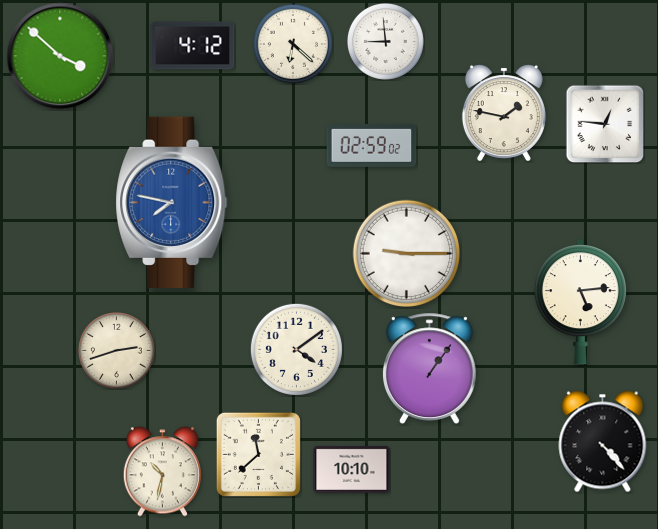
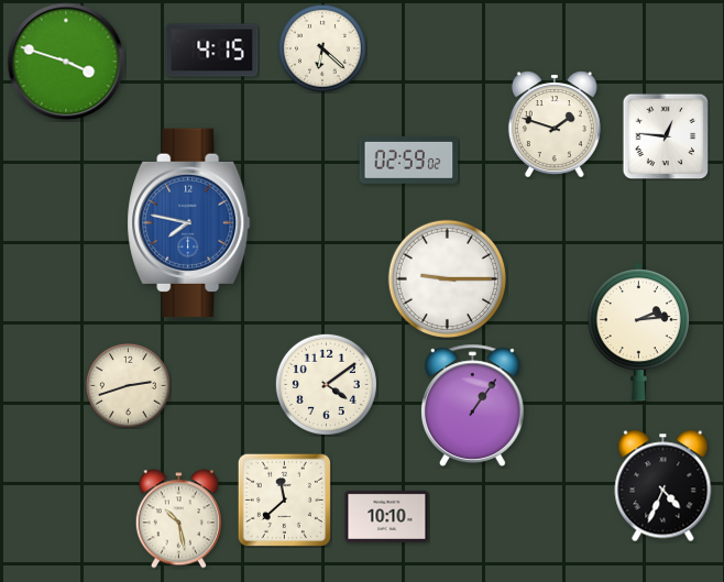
clock at (385, 41): 8:59 -> none
clock at (193, 46): 4:12 -> 4:15
clock at (60, 56): 3:52 -> 3:48
clock at (504, 113): 1:47 -> 1:48
clock at (580, 302): 5:14 -> 2:14
clock at (603, 442): 4:23 -> 4:34
clock at (162, 472): 10:32 -> 10:28
